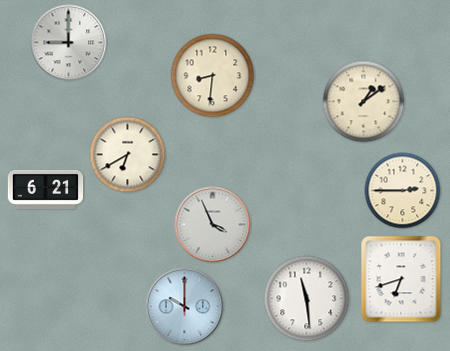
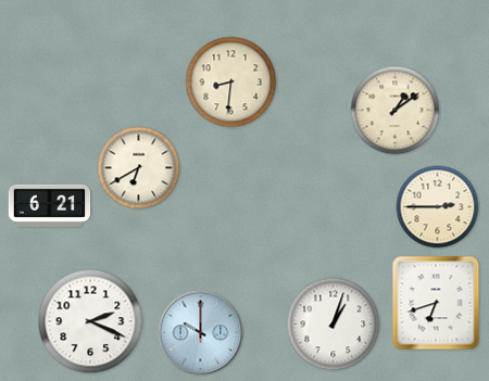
clock at (69, 43): 9:00 -> none
clock at (213, 225): 3:56 -> none
clock at (90, 321): none -> 2:19
clock at (307, 299): 11:29 -> 1:03
